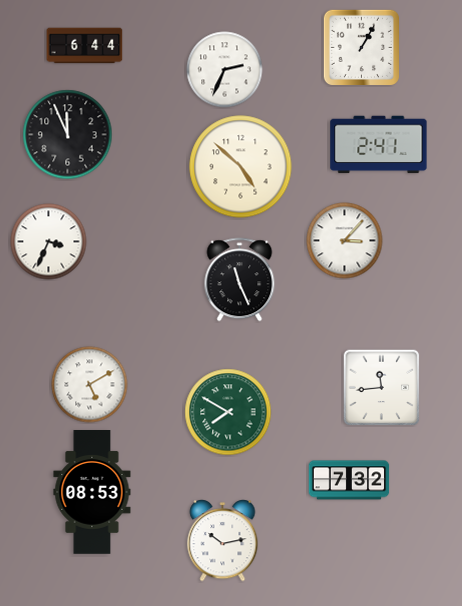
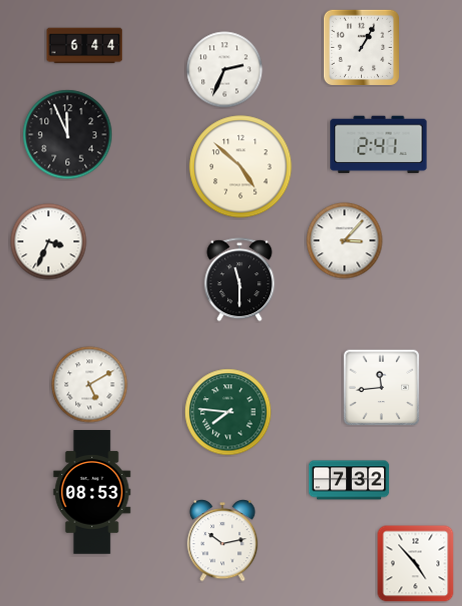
clock at (240, 280): 11:26 -> 11:30
clock at (228, 412): 7:50 -> 7:46
clock at (416, 564): none -> 4:53
